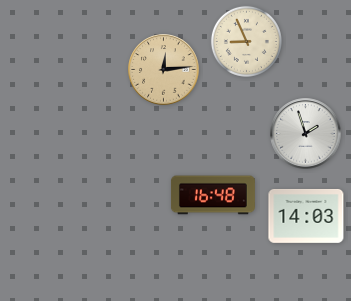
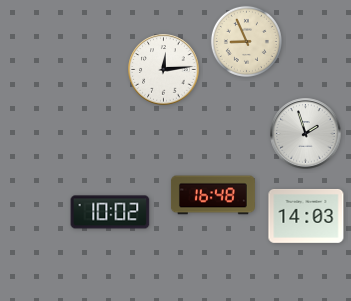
clock at (164, 70) dial: champagne -> white
clock at (110, 212): none -> 10:02
